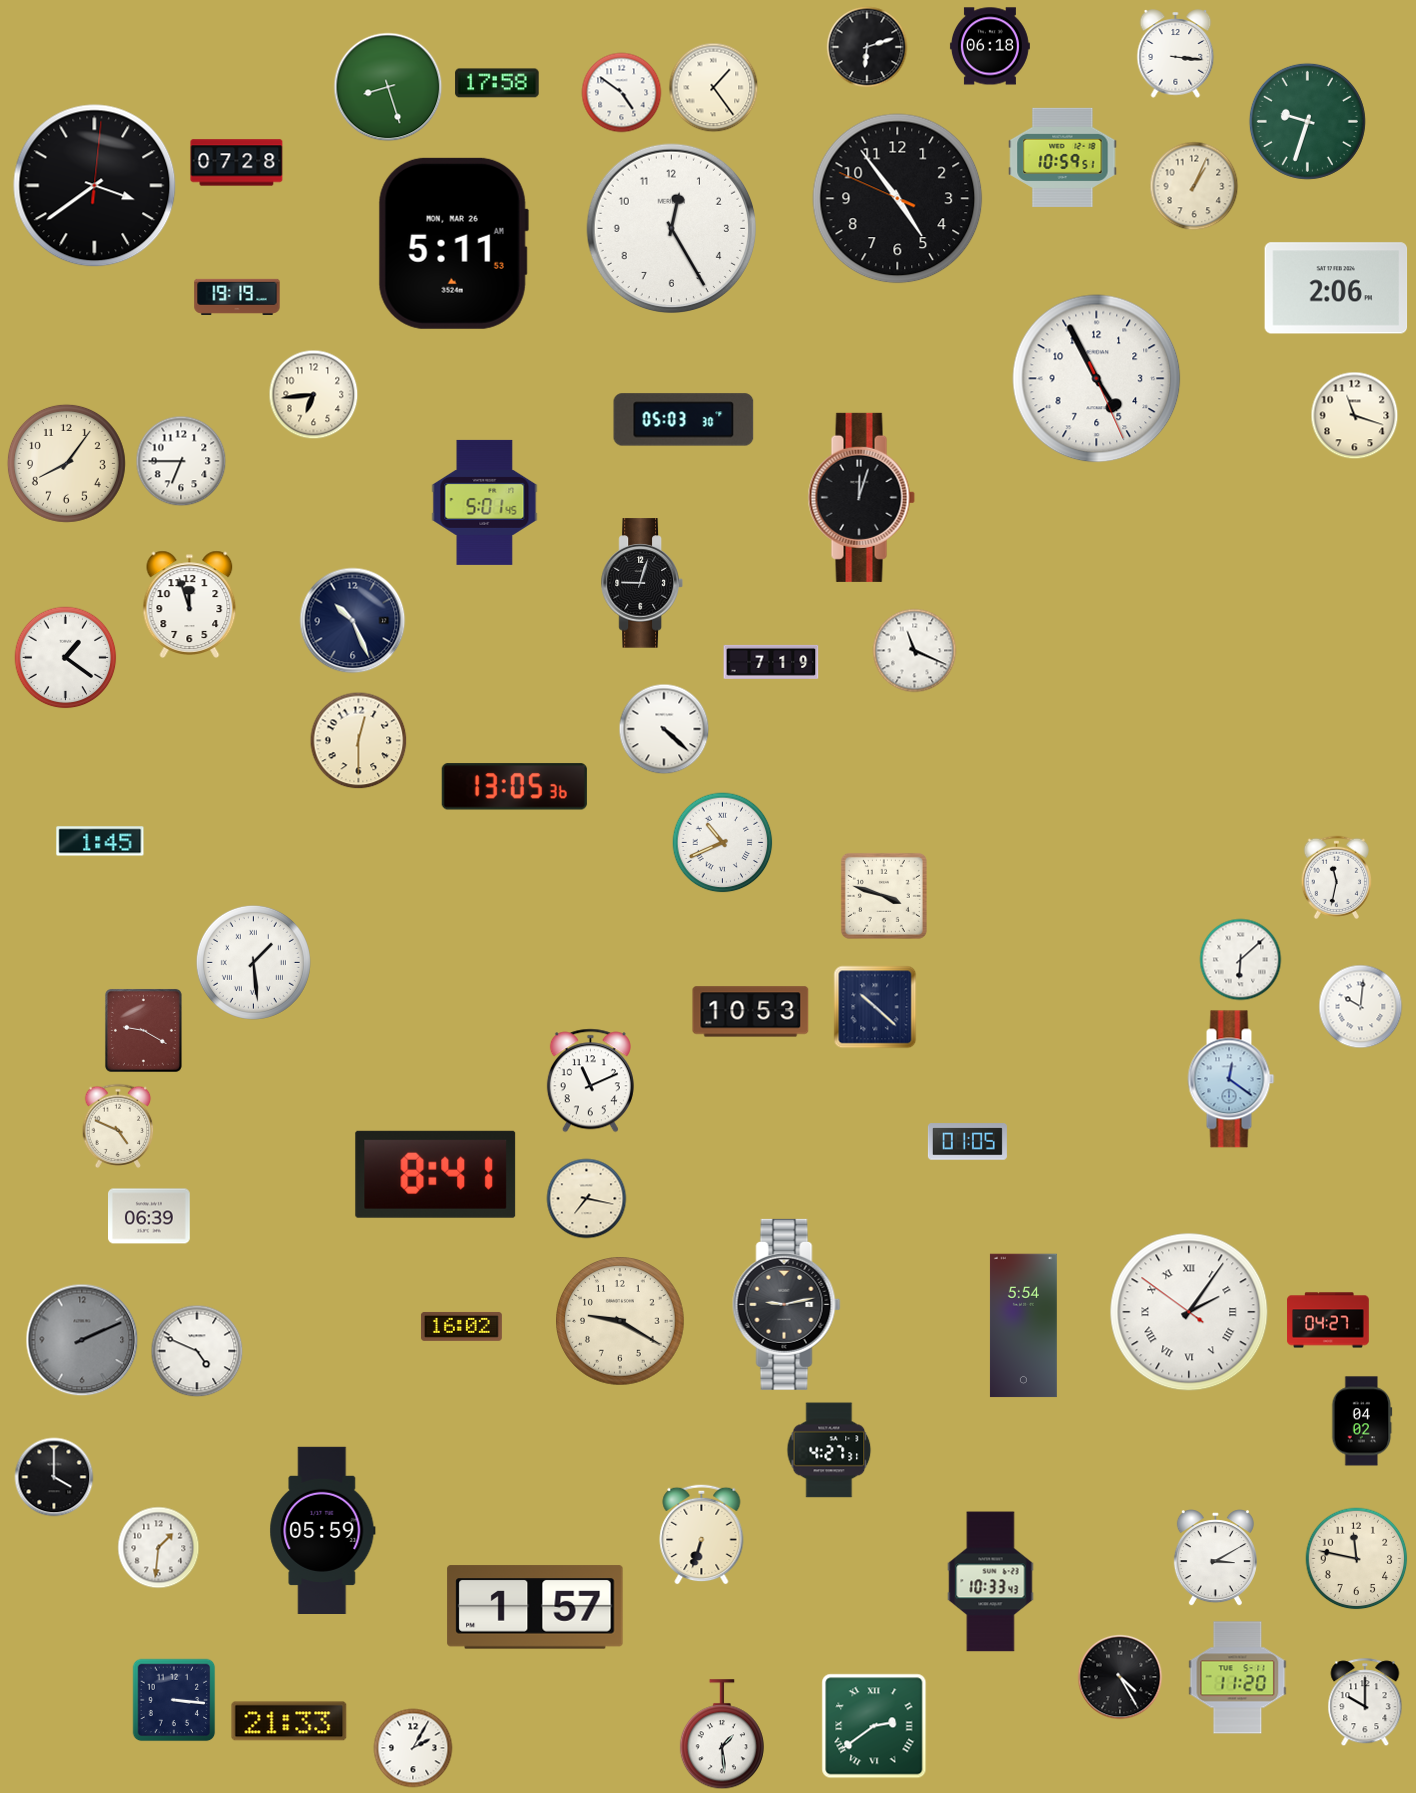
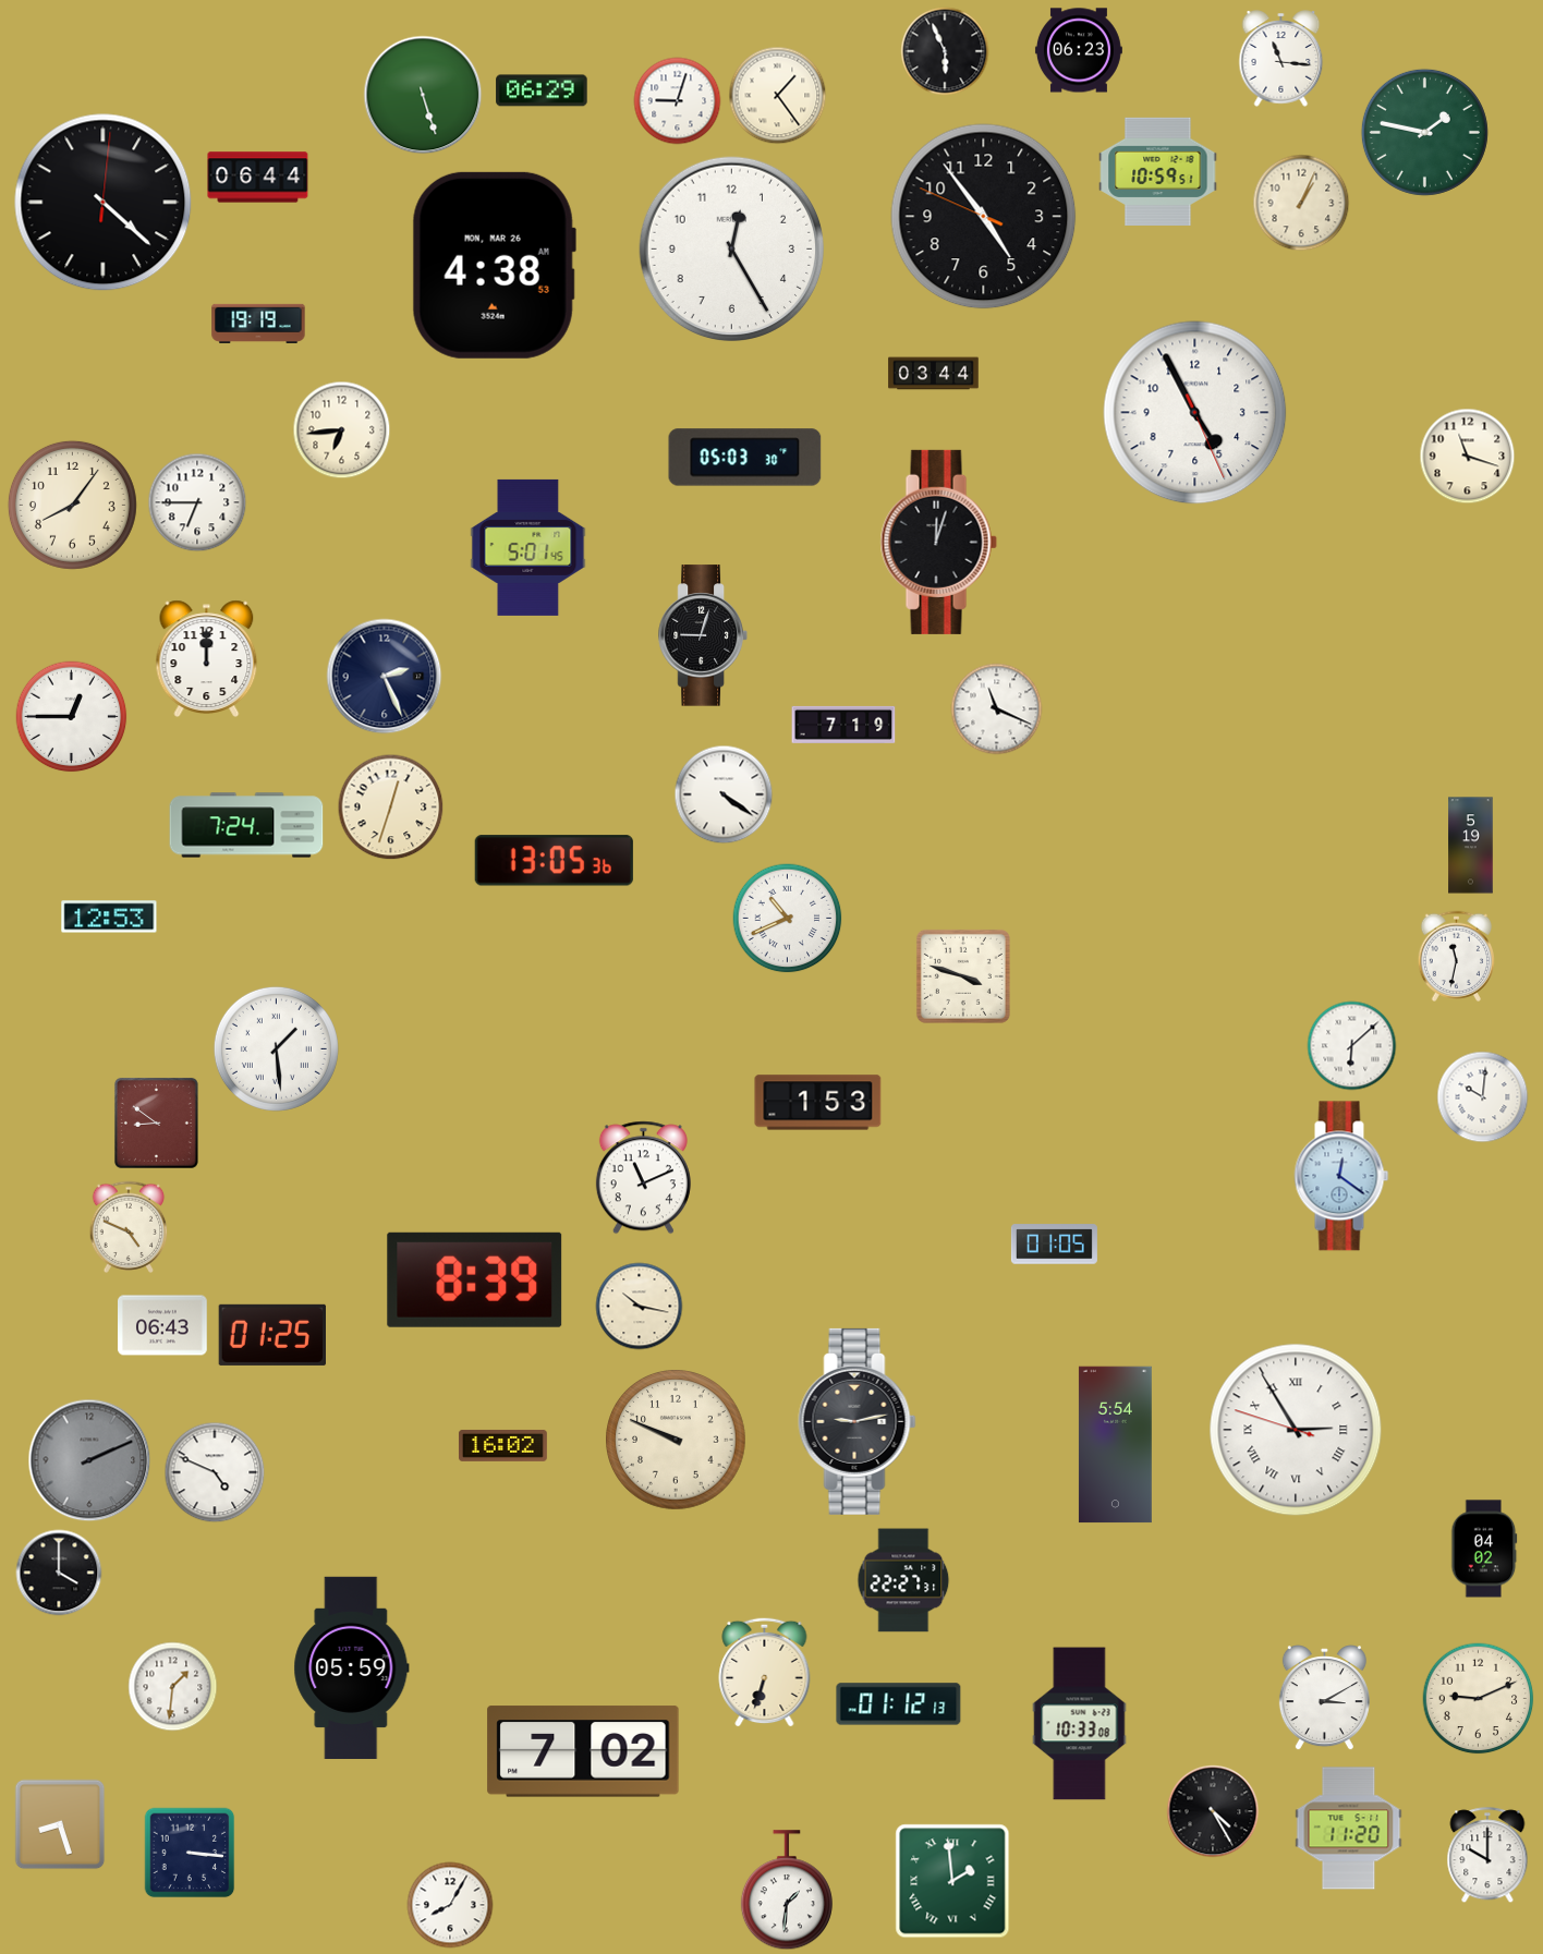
clock at (990, 46): 06:18 -> 06:23
clock at (867, 47): 6:12 -> 5:56
clock at (1176, 54): 3:16 -> 11:16
clock at (497, 83): 17:58 -> 06:29
clock at (388, 87): 8:27 -> 5:27
clock at (622, 93): 4:51 -> 9:03
clock at (1307, 121): 9:33 -> 1:47
clock at (237, 163): 07:28 -> 06:44
clock at (95, 186): 3:39 -> 4:22
clock at (898, 199) position: (898, 199) -> (984, 217)
clock at (453, 243): 5:11 -> 4:38
clock at (1336, 288): 2:06 -> none
clock at (934, 374): none -> 03:44
clock at (1355, 416) position: (1355, 416) -> (1468, 457)
clock at (642, 583) position: (642, 583) -> (703, 635)
clock at (190, 604): 11:57 -> 12:00
clock at (353, 621): 10:26 -> 2:26
clock at (66, 658): 1:21 -> 12:45
clock at (771, 662) position: (771, 662) -> (843, 725)
clock at (664, 729): 4:22 -> 4:21
clock at (359, 741): 12:30 -> 12:33
clock at (246, 825): none -> 7:24
clock at (1471, 846): none -> 5:19
clock at (514, 787) position: (514, 787) -> (554, 861)
clock at (100, 841): 1:45 -> 12:53
clock at (875, 1007): 10:22 -> none
clock at (751, 1012): 10:53 -> 1:53
clock at (143, 1030): 9:20 -> 8:51
clock at (436, 1174): 8:41 -> 8:39
clock at (587, 1199): 7:17 -> 10:17
clock at (150, 1216): 06:39 -> 06:43
clock at (271, 1335): none -> 01:25
clock at (1189, 1312): 2:05 -> 2:54
clock at (1328, 1320): 04:27 -> none
clock at (620, 1321): 9:20 -> 9:49
clock at (829, 1450): 4:27 -> 22:27
clock at (54, 1477) position: (54, 1477) -> (59, 1573)
clock at (1357, 1559): 11:47 -> 9:11
clock at (899, 1704): none -> 01:12
clock at (991, 1582): 10:33:43 -> 10:33:08
clock at (535, 1607): 1:57 -> 7:02
clock at (60, 1824): none -> 8:27
clock at (1120, 1677) position: (1120, 1677) -> (1213, 1811)
clock at (289, 1721): 21:33 -> none
clock at (874, 1726): 2:39 -> 1:59
clock at (722, 1735): 1:29 -> 1:31
clock at (413, 1748): 2:05 -> 8:05
